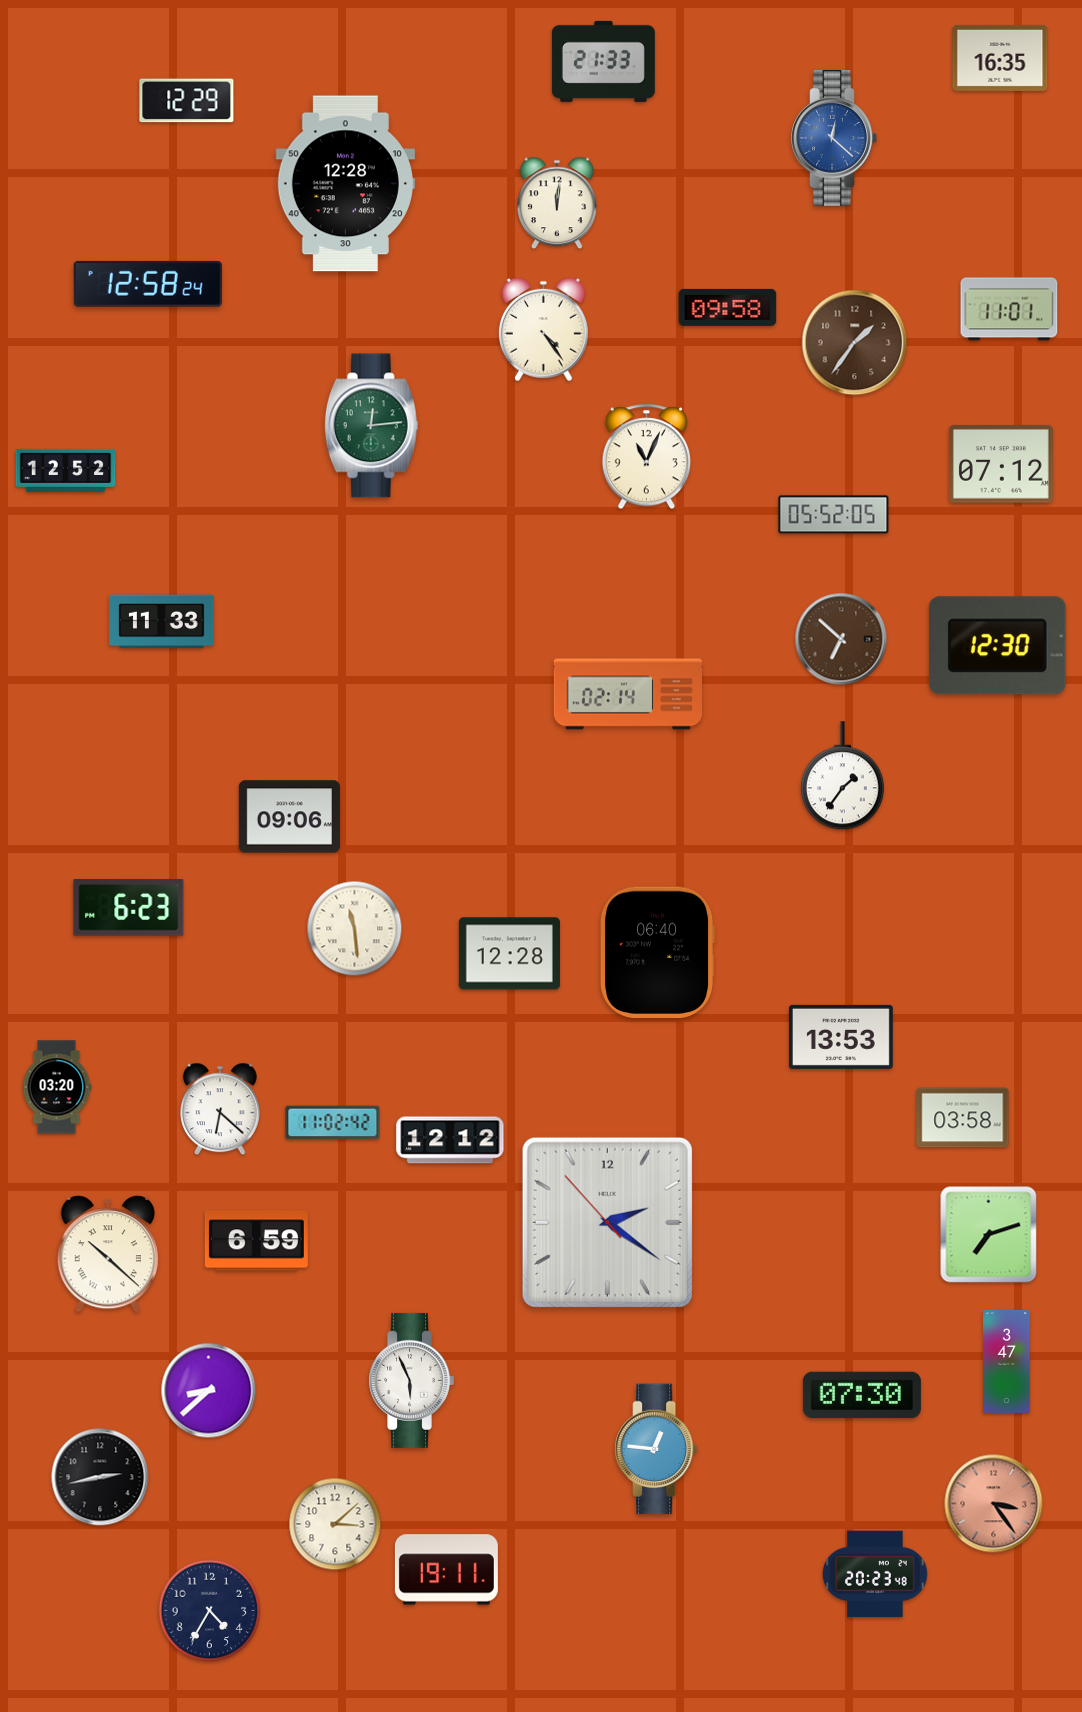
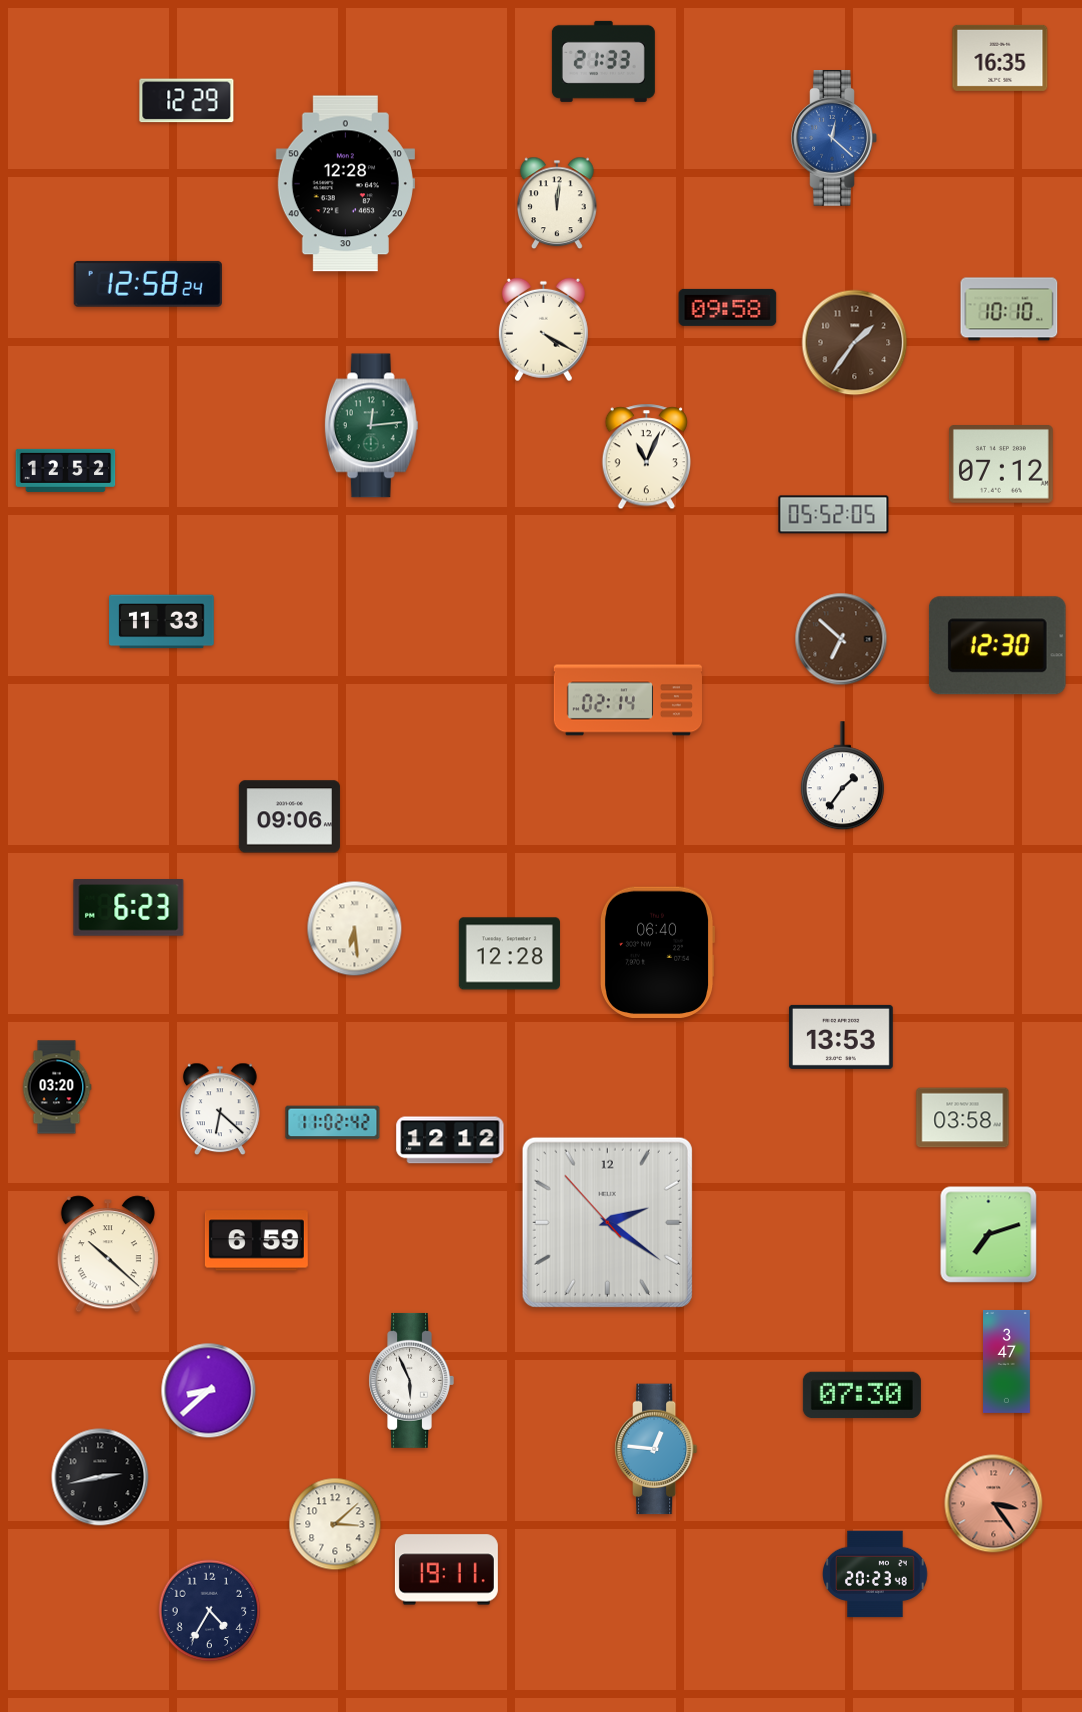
clock at (1009, 309): 11:01 -> 10:10
clock at (543, 330): 4:24 -> 4:20
clock at (627, 694) position: (627, 694) -> (627, 700)
clock at (355, 929): 11:29 -> 6:29
